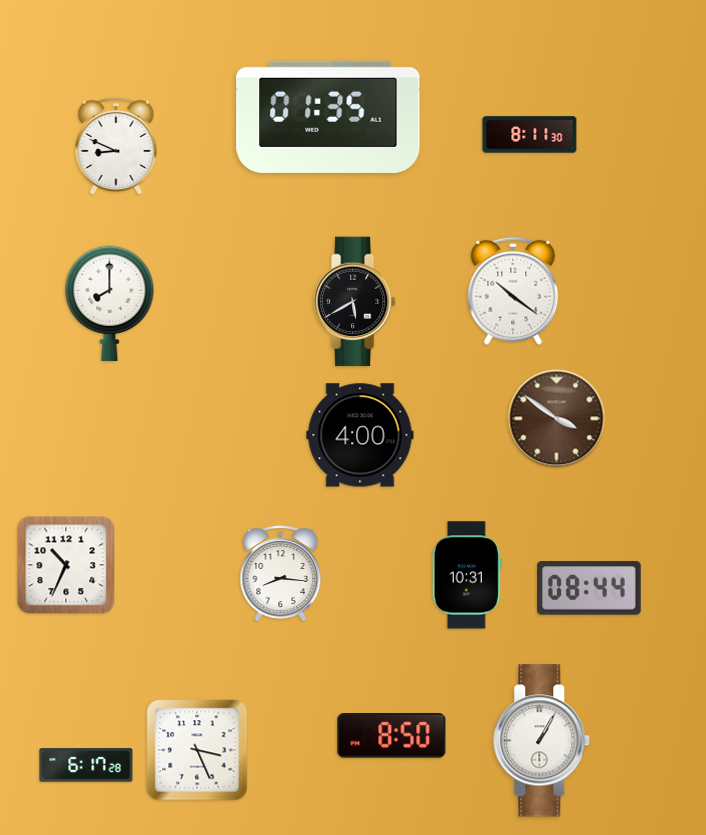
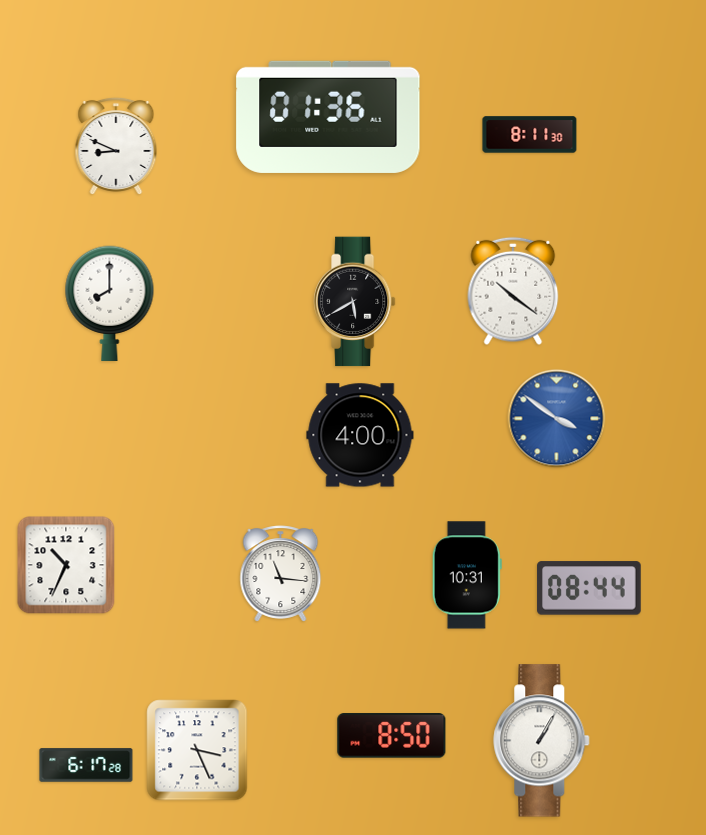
clock at (328, 117): 01:35 -> 01:36
clock at (557, 419) dial: brown -> blue
clock at (281, 574): 8:16 -> 11:16
